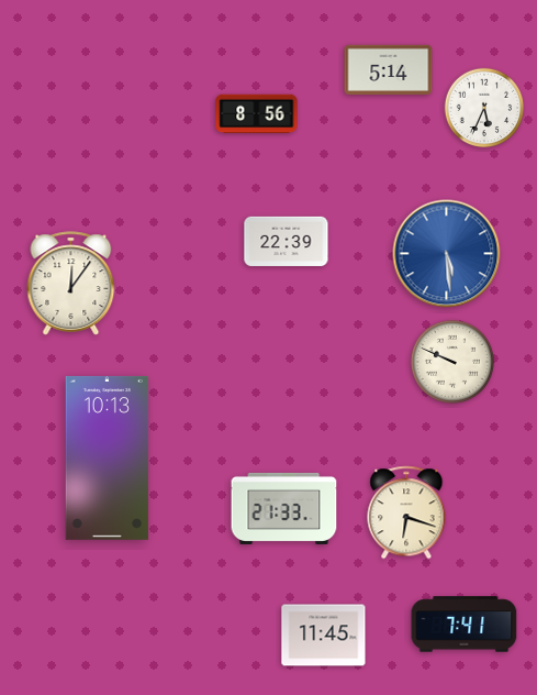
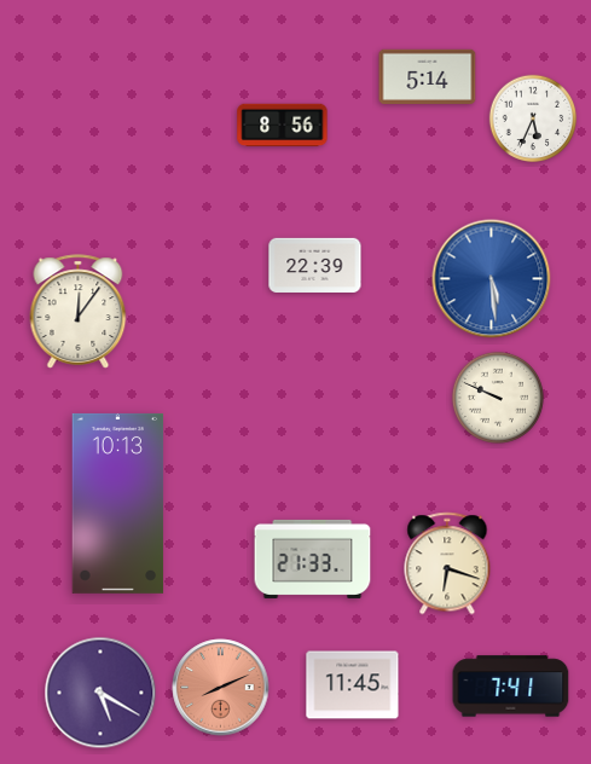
clock at (221, 688): none -> 8:11
clock at (100, 693): none -> 5:20
clock at (324, 636) position: (324, 636) -> (353, 685)
